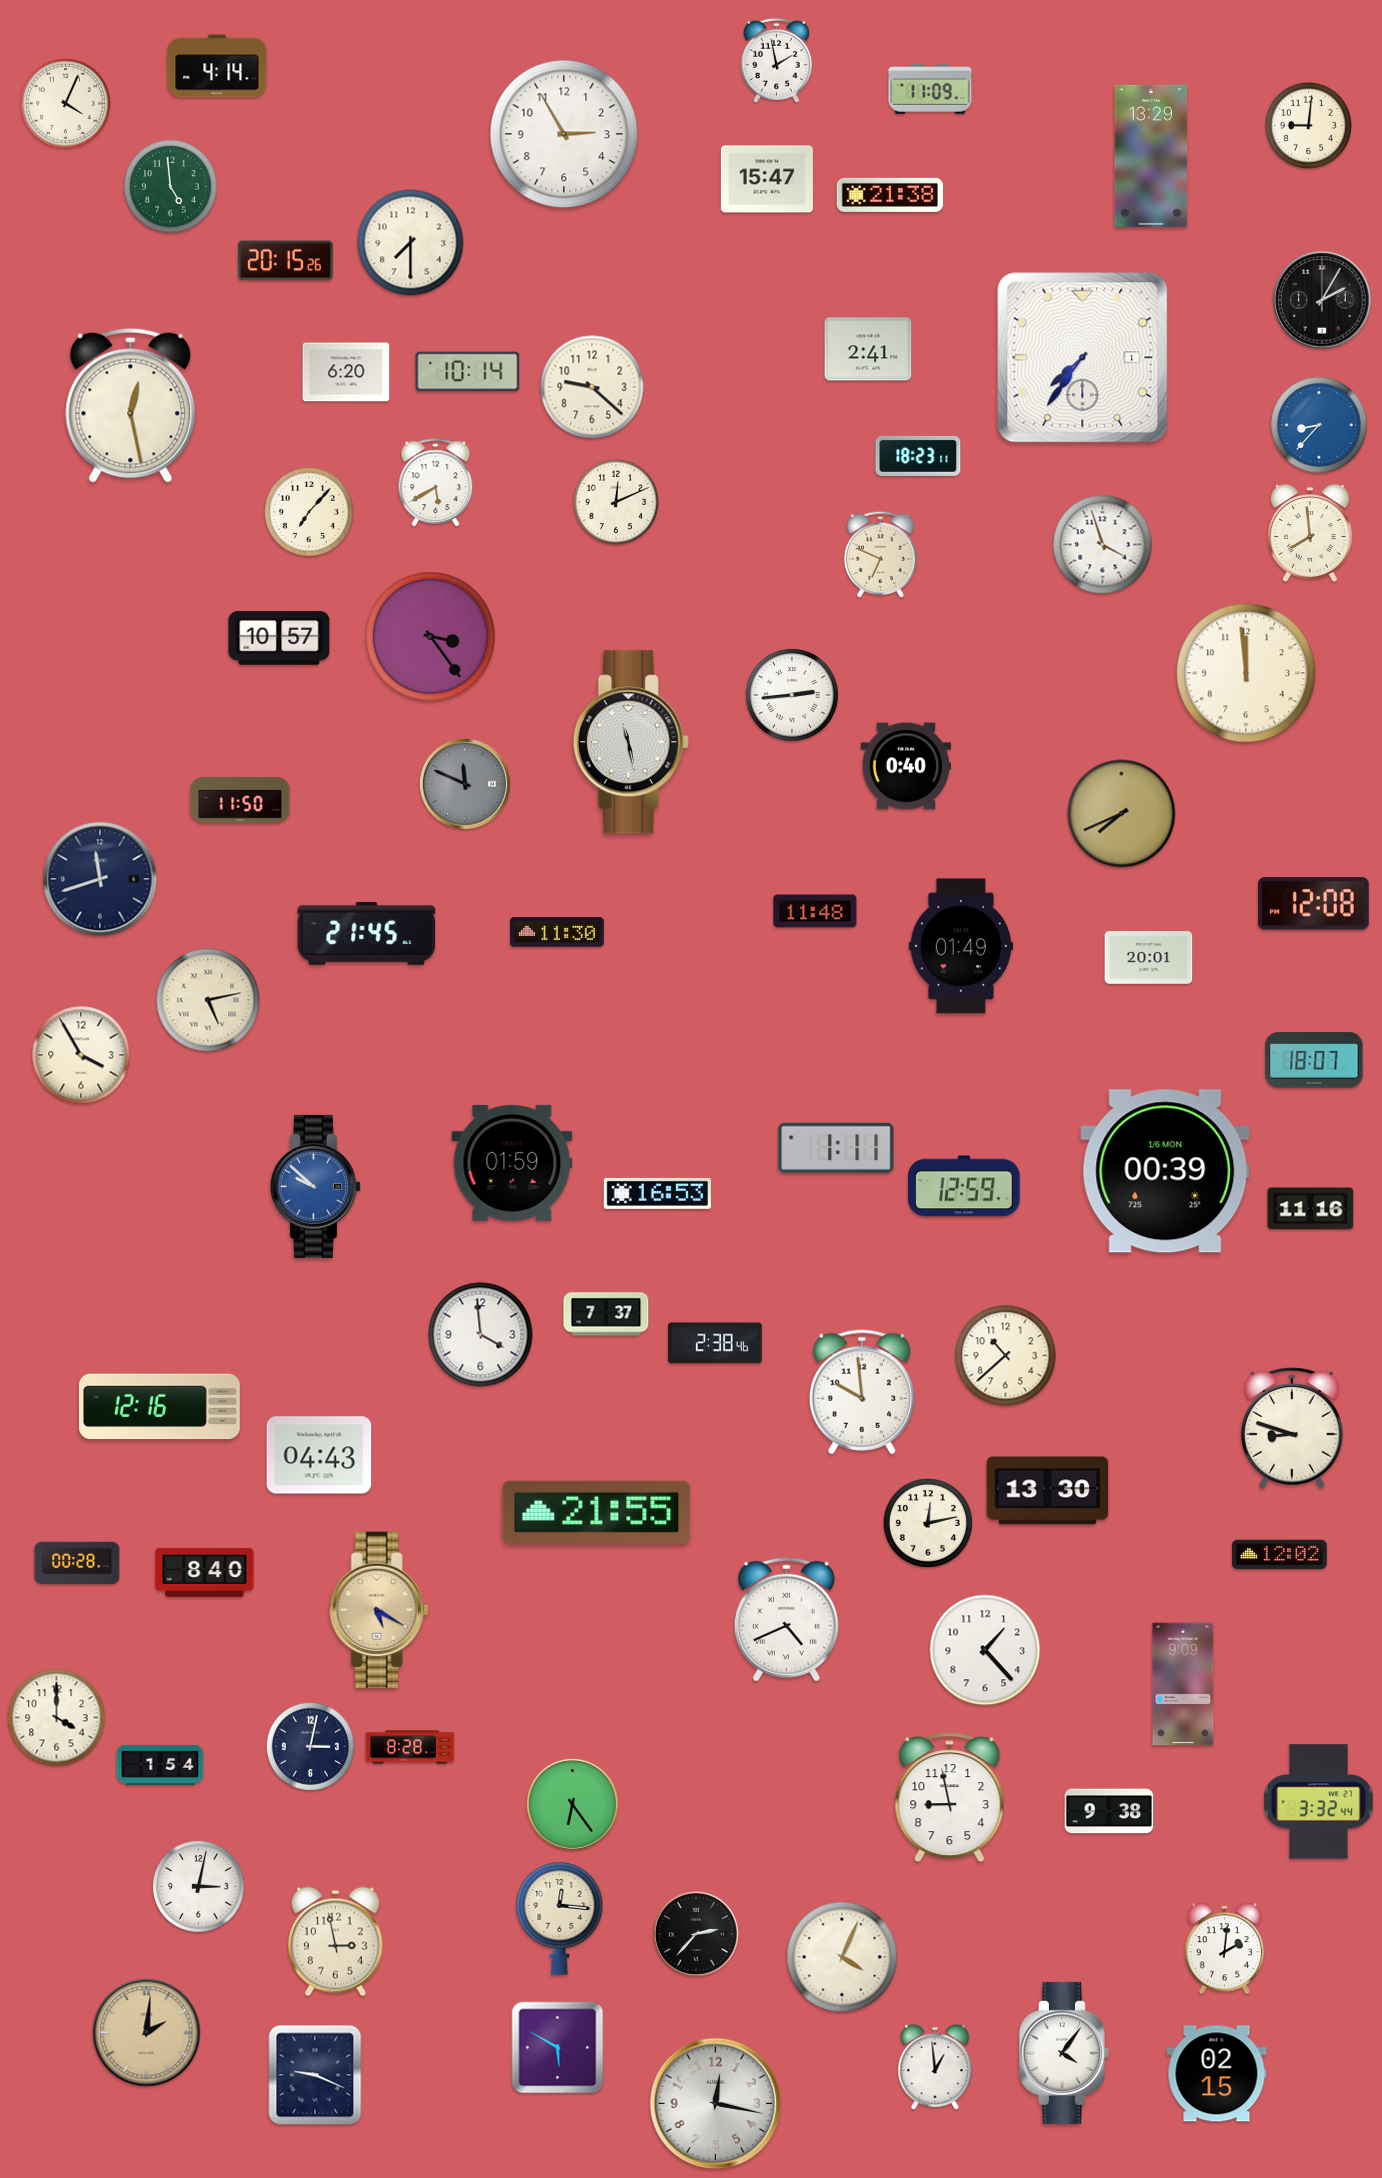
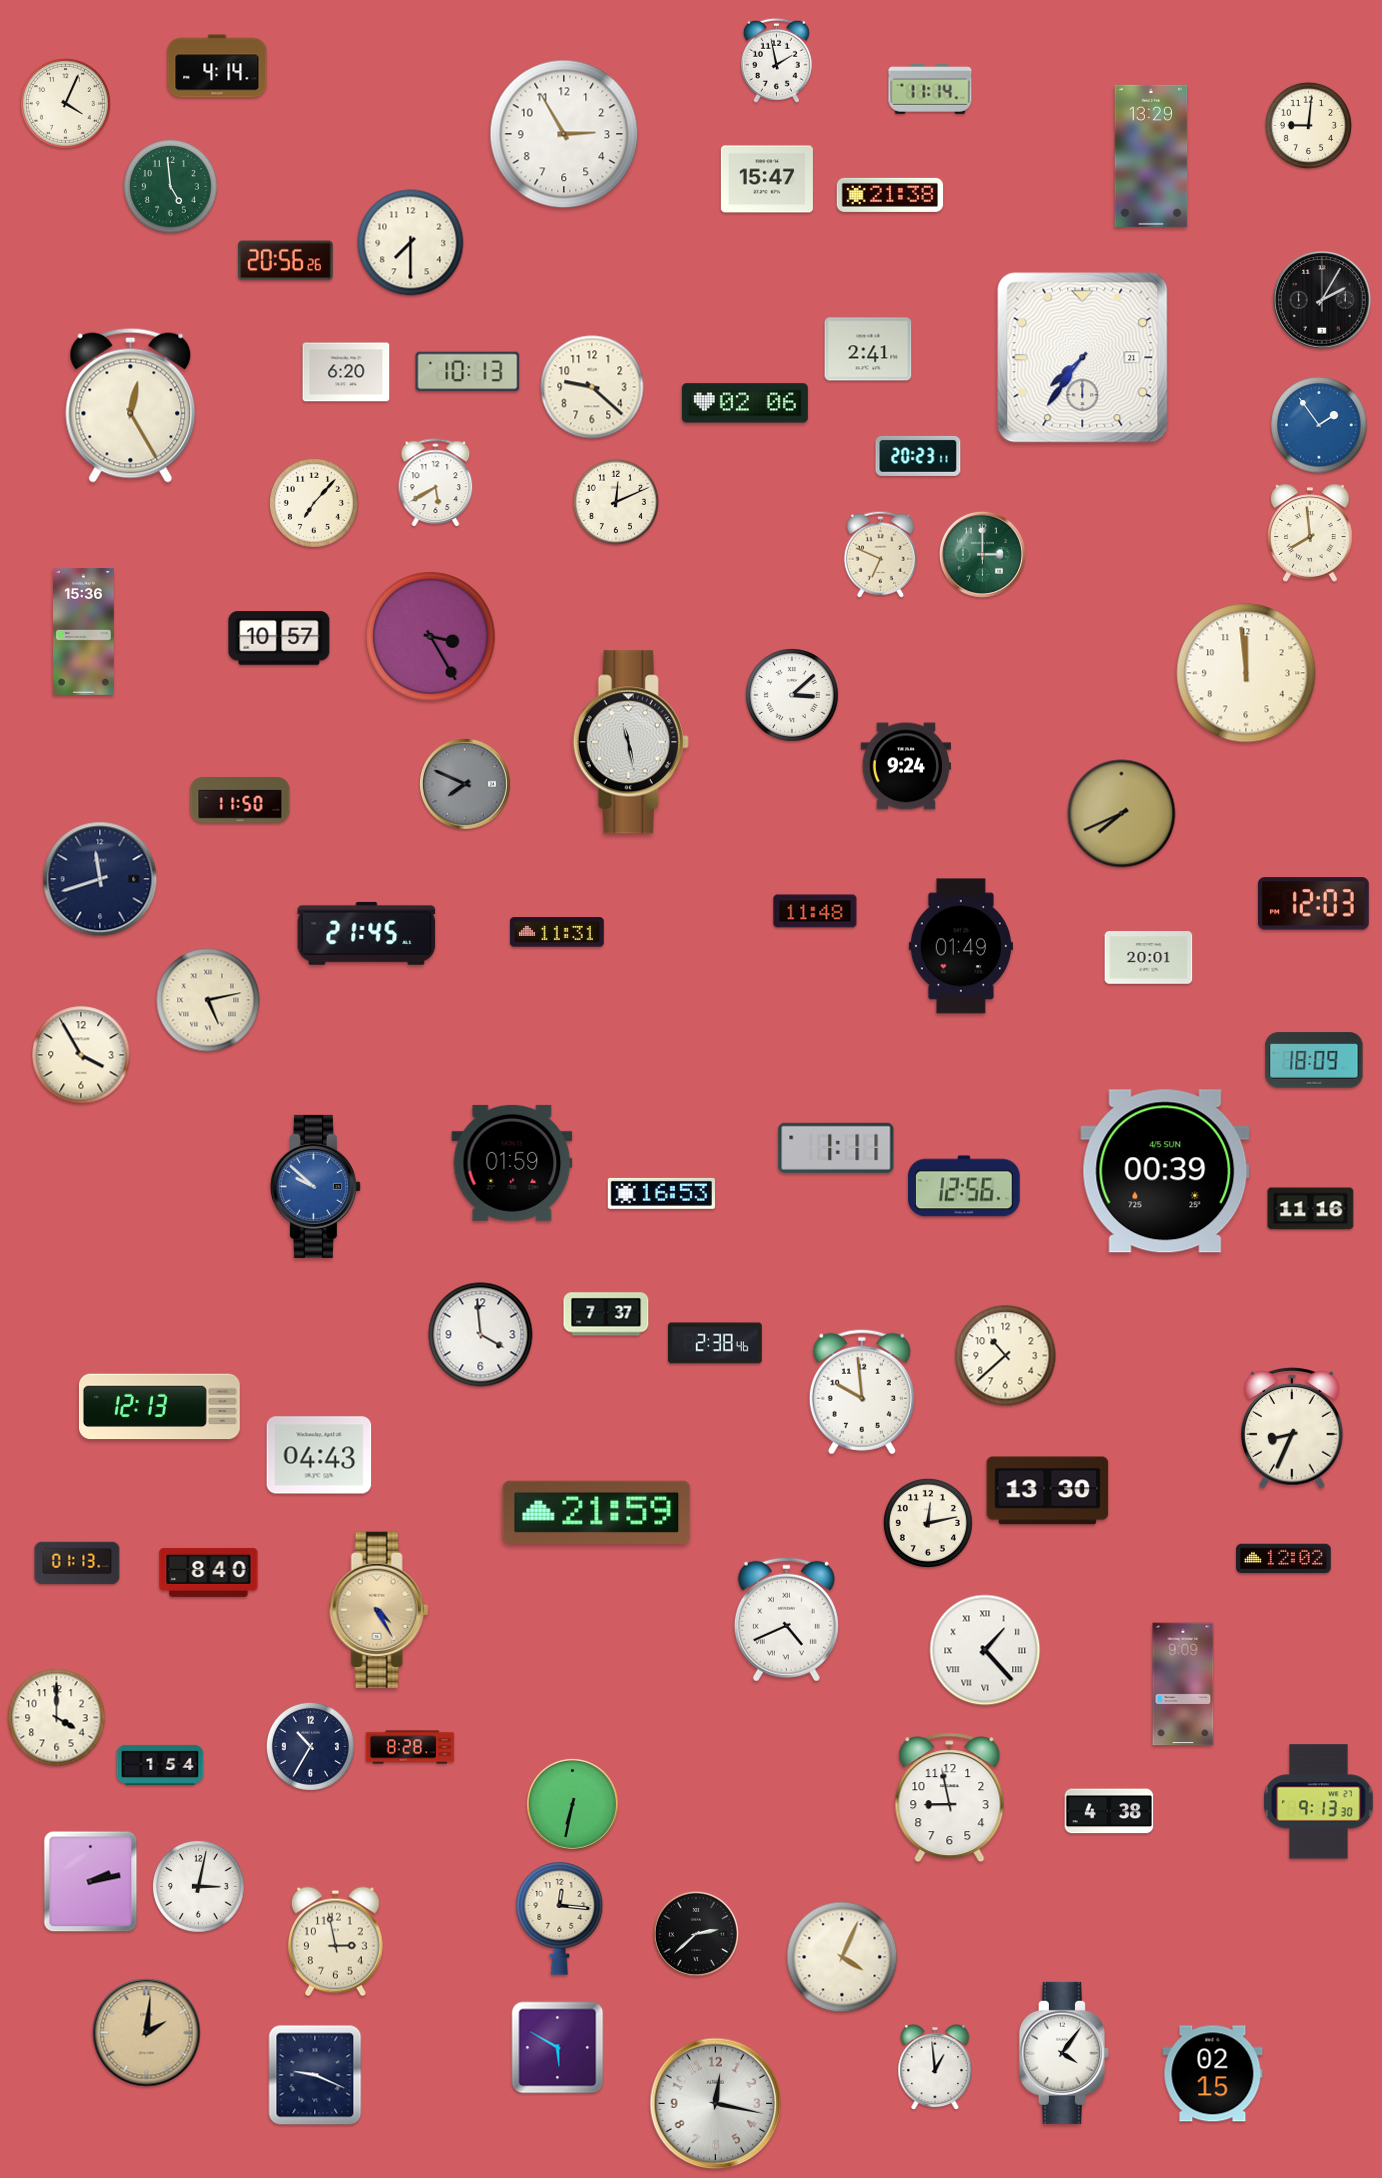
clock at (930, 89): 11:09 -> 11:14
clock at (286, 261): 20:15 -> 20:56
clock at (1083, 358) date: 1 -> 21
clock at (468, 372): 10:14 -> 10:13
clock at (745, 403): none -> 02:06
clock at (131, 405): 12:28 -> 12:25
clock at (1319, 425): 8:37 -> 1:54
clock at (918, 456): 18:23 -> 20:23
clock at (309, 512) position: (309, 512) -> (314, 503)
clock at (1103, 545): 3:57 -> none
clock at (982, 554): none -> 3:00
clock at (84, 631): none -> 15:36
clock at (431, 637): 3:24 -> 3:25
clock at (792, 695): 2:44 -> 3:08
clock at (905, 766): 0:40 -> 9:24
clock at (465, 784): 11:49 -> 7:49
clock at (1313, 904): 12:08 -> 12:03
clock at (557, 932): 11:30 -> 11:31
clock at (1314, 1060): 18:07 -> 18:09
clock at (1165, 1171) date: 1/6 MON -> 4/5 SUN
clock at (964, 1186): 12:59 -> 12:56
clock at (657, 1193) position: (657, 1193) -> (661, 1193)
clock at (159, 1407): 12:16 -> 12:13
clock at (1292, 1429): 8:48 -> 8:34
clock at (597, 1512): 21:55 -> 21:59
clock at (1280, 1555) position: (1280, 1555) -> (1284, 1559)
clock at (77, 1563): 00:28 -> 01:13
clock at (205, 1572) position: (205, 1572) -> (209, 1572)
clock at (379, 1610): 5:20 -> 4:25
clock at (985, 1650) numerals: Arabic -> Roman
clock at (310, 1746): 3:02 -> 10:35
clock at (1319, 1802): 3:32 -> 9:13
clock at (572, 1804): 6:24 -> 6:32
clock at (1109, 1811): 9:38 -> 4:38
clock at (91, 1882): none -> 2:13
clock at (696, 1934): 2:37 -> 2:38
clock at (1224, 1949): 2:01 -> none
clock at (1217, 2074) position: (1217, 2074) -> (1213, 2074)
